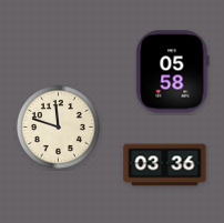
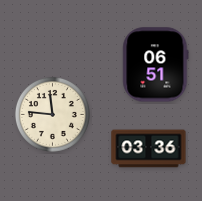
clock at (173, 72): 05:58 -> 06:51
clock at (58, 126): 11:48 -> 11:46
